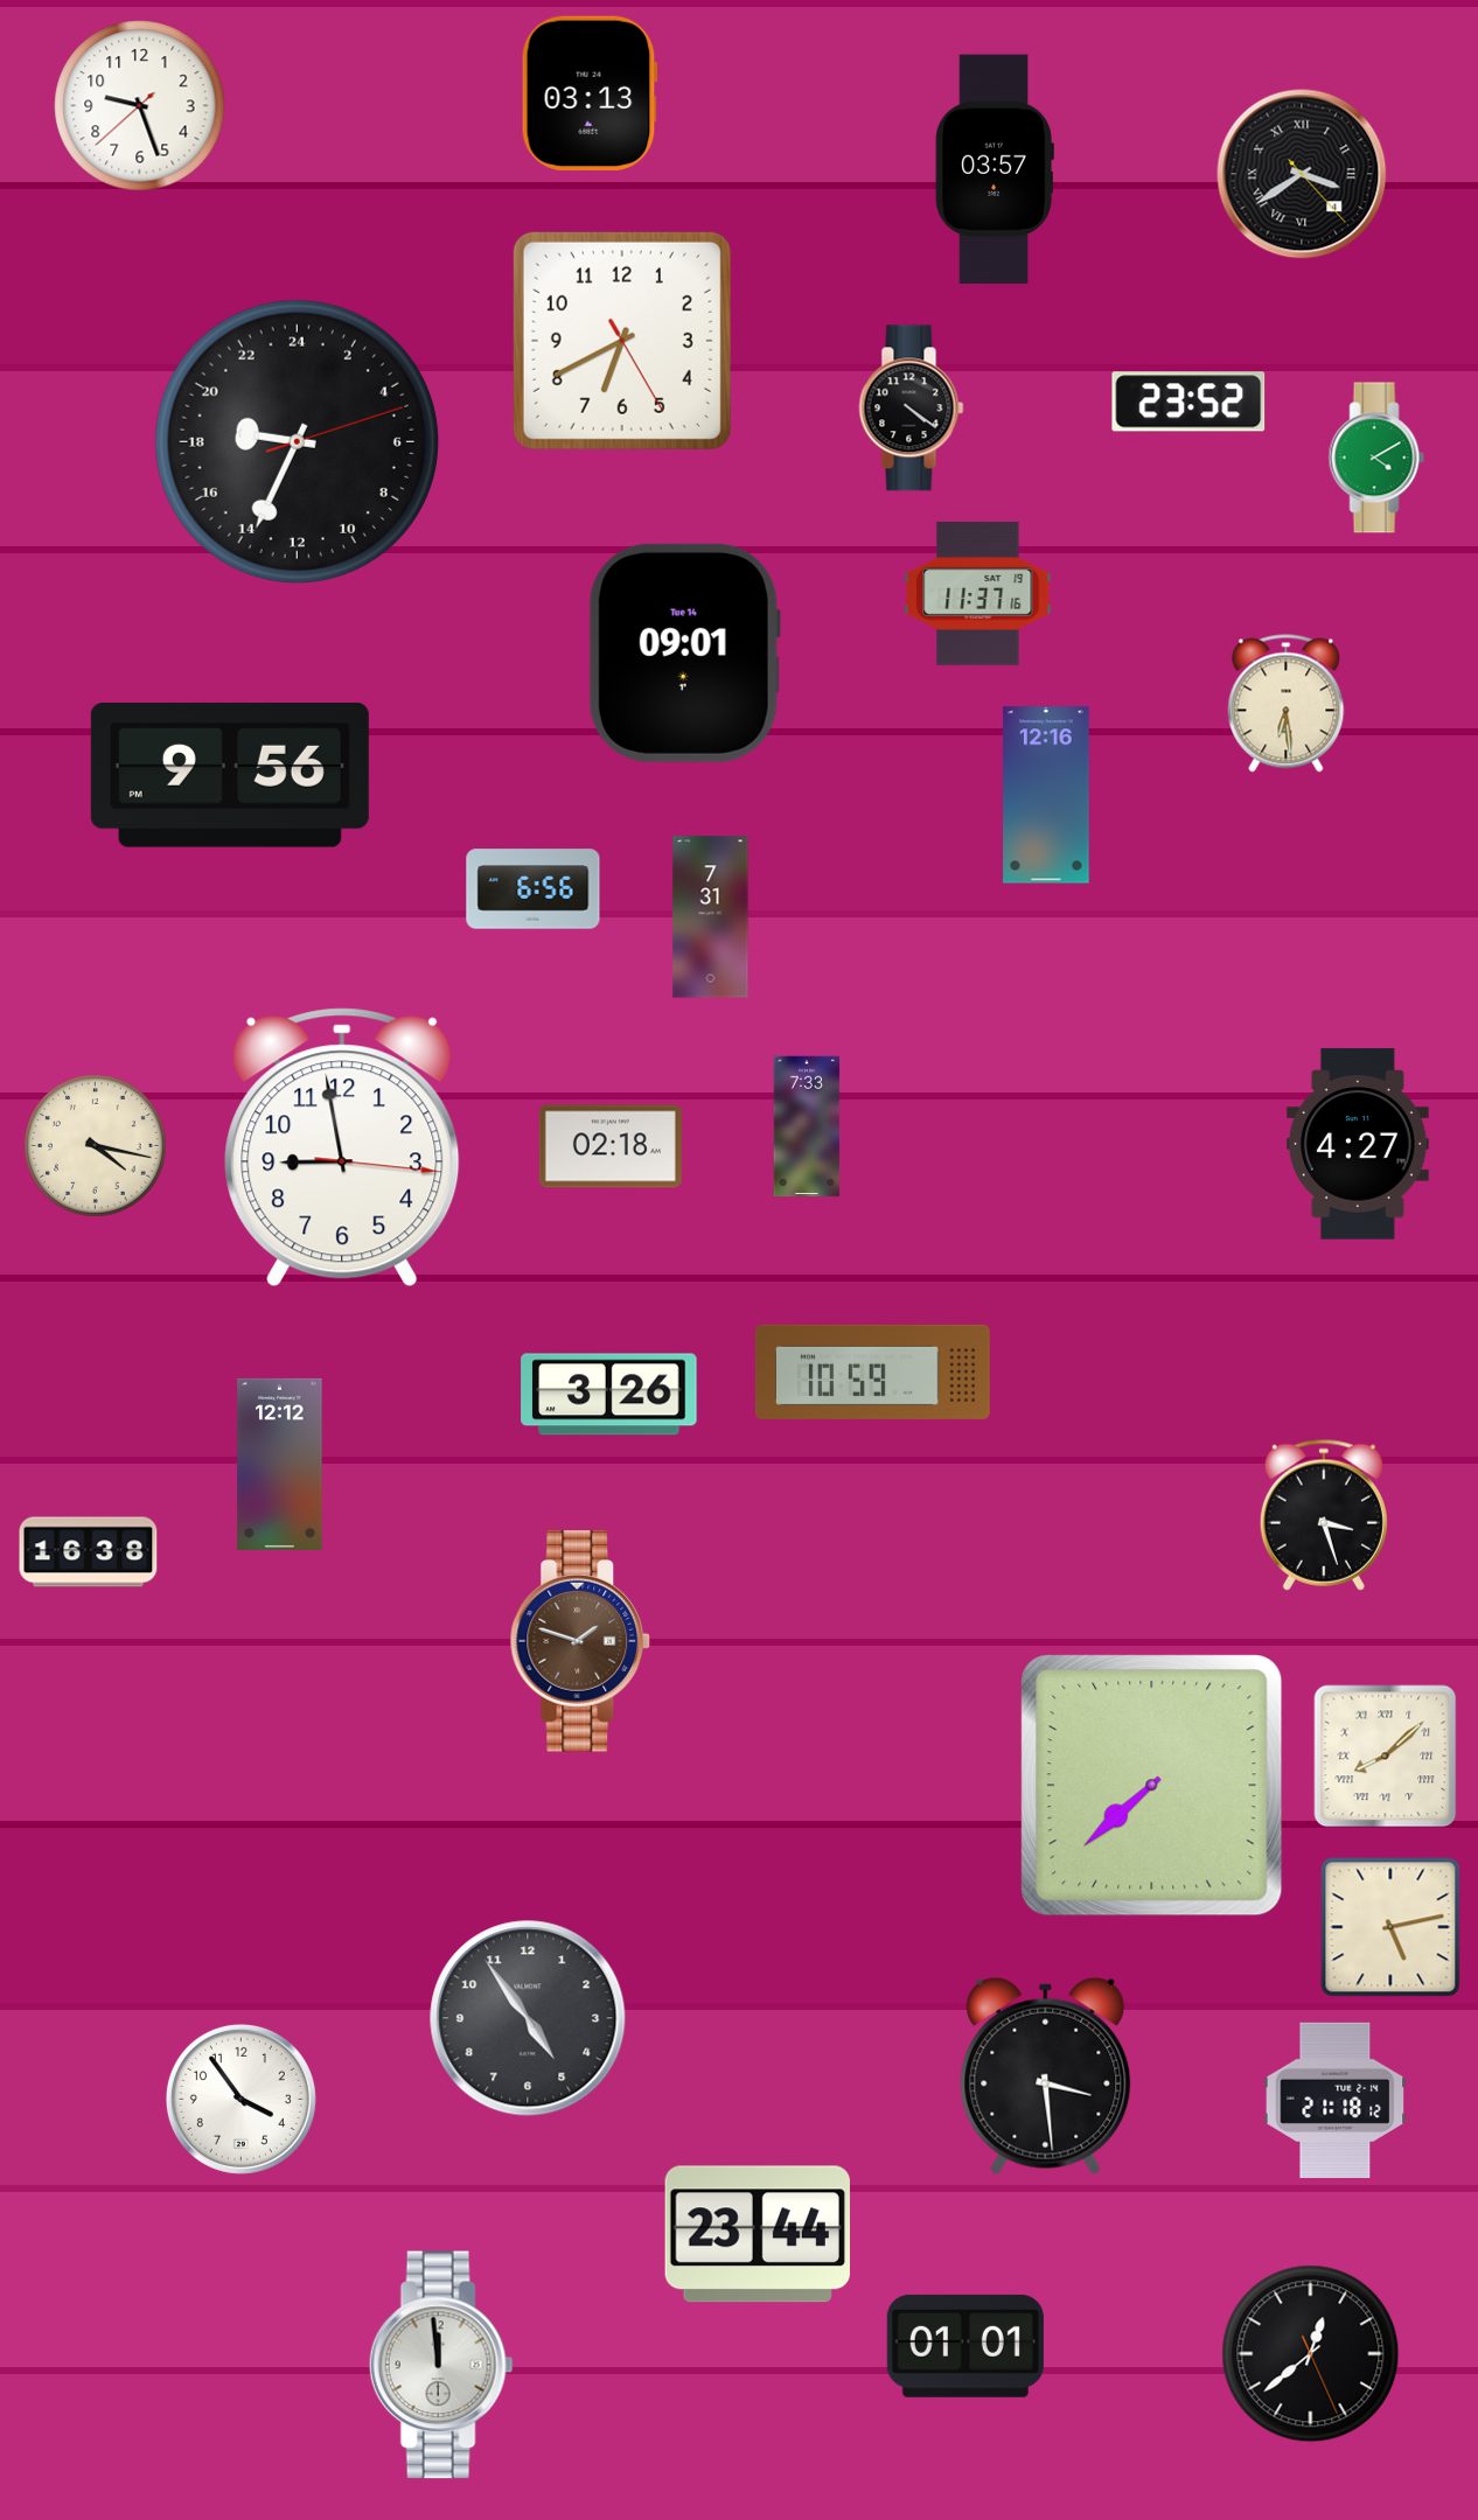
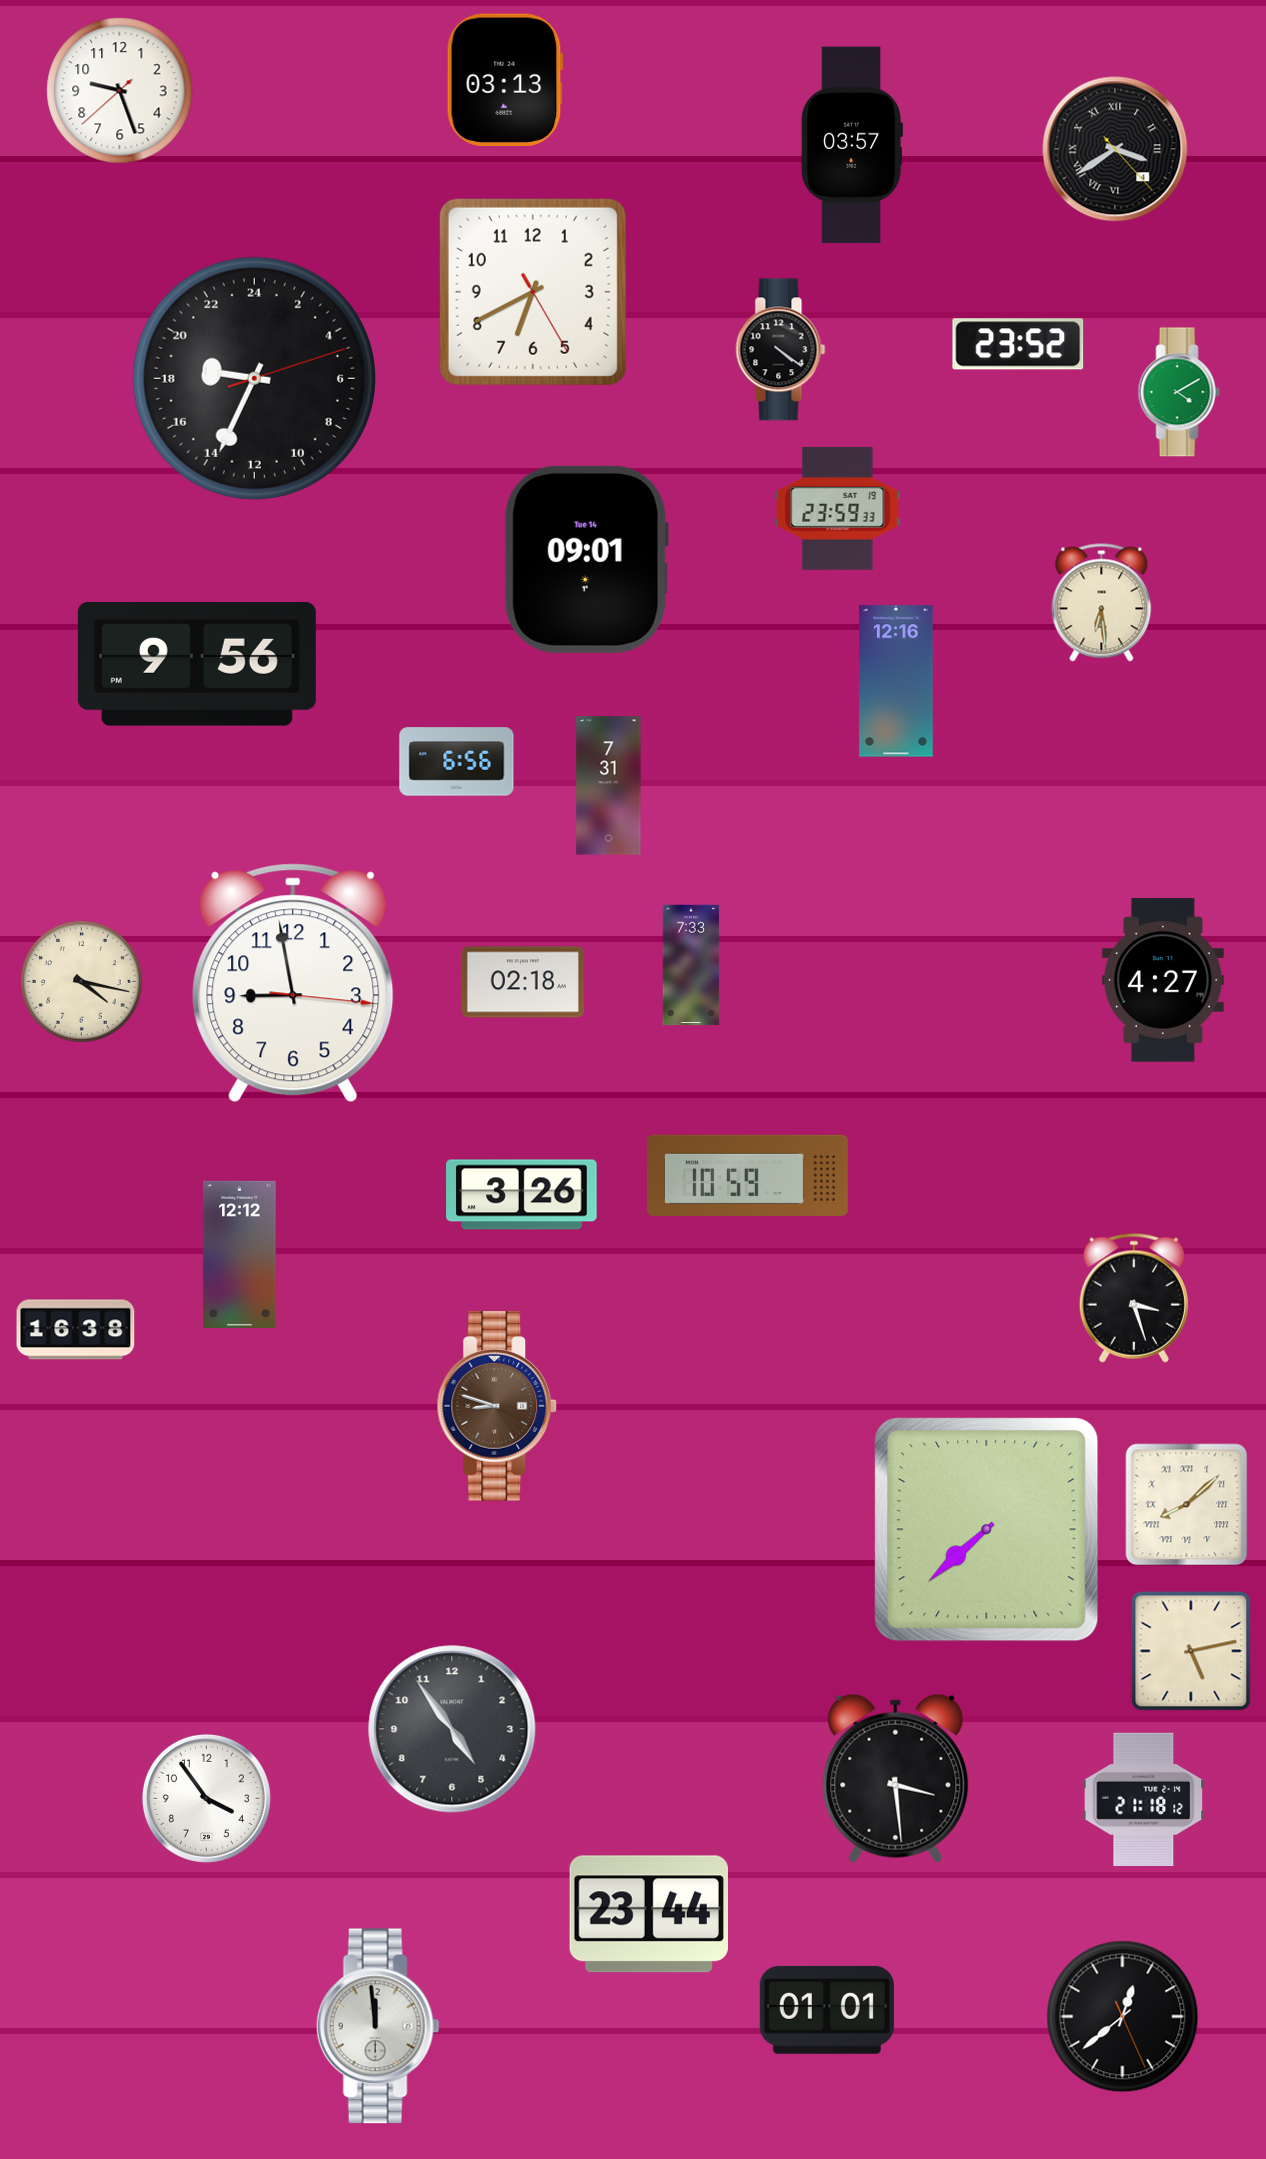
clock at (978, 593): 11:37 -> 23:59
clock at (580, 1641): 1:48 -> 8:48
